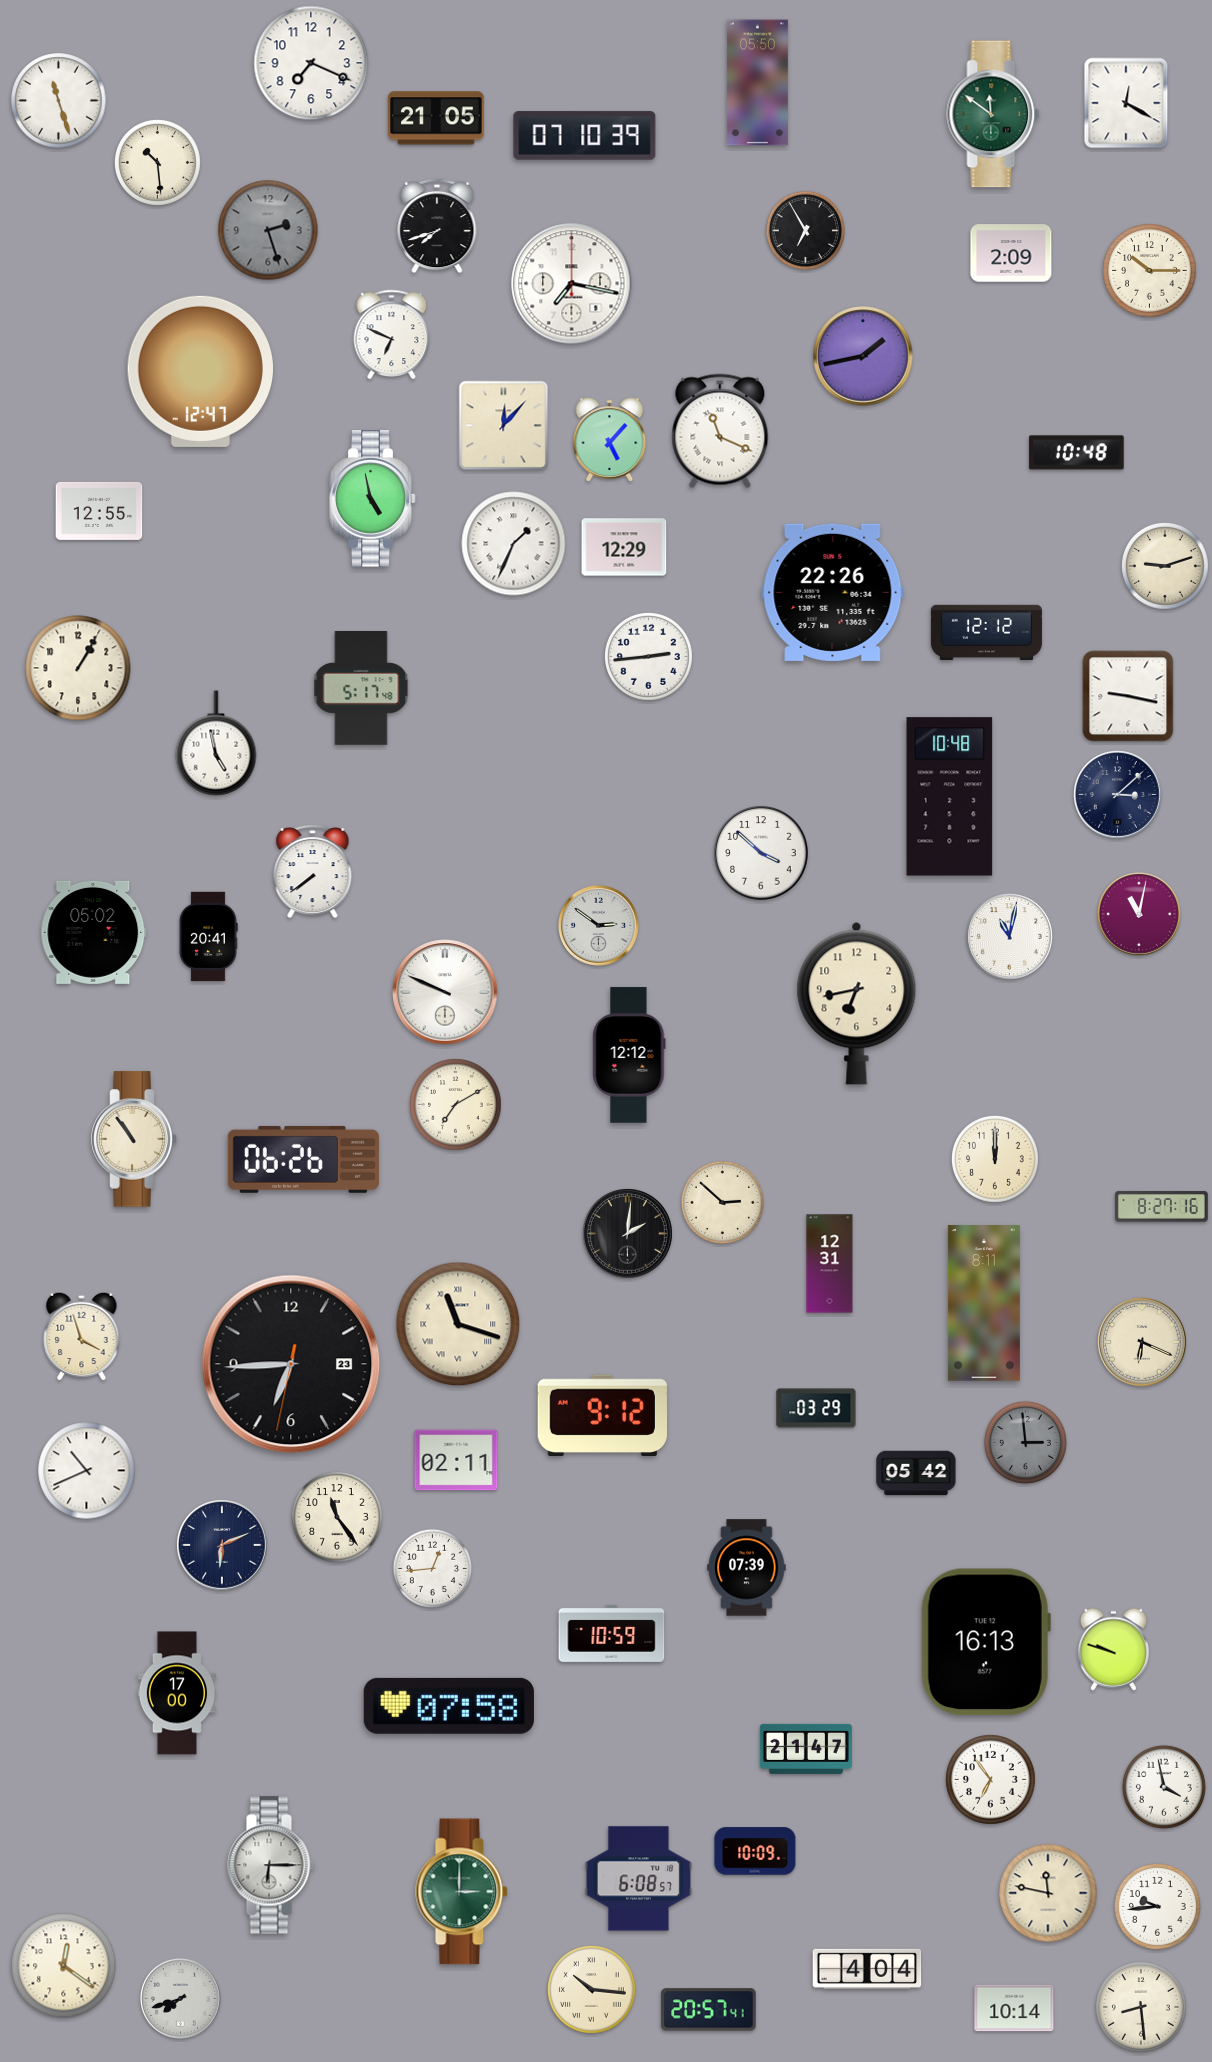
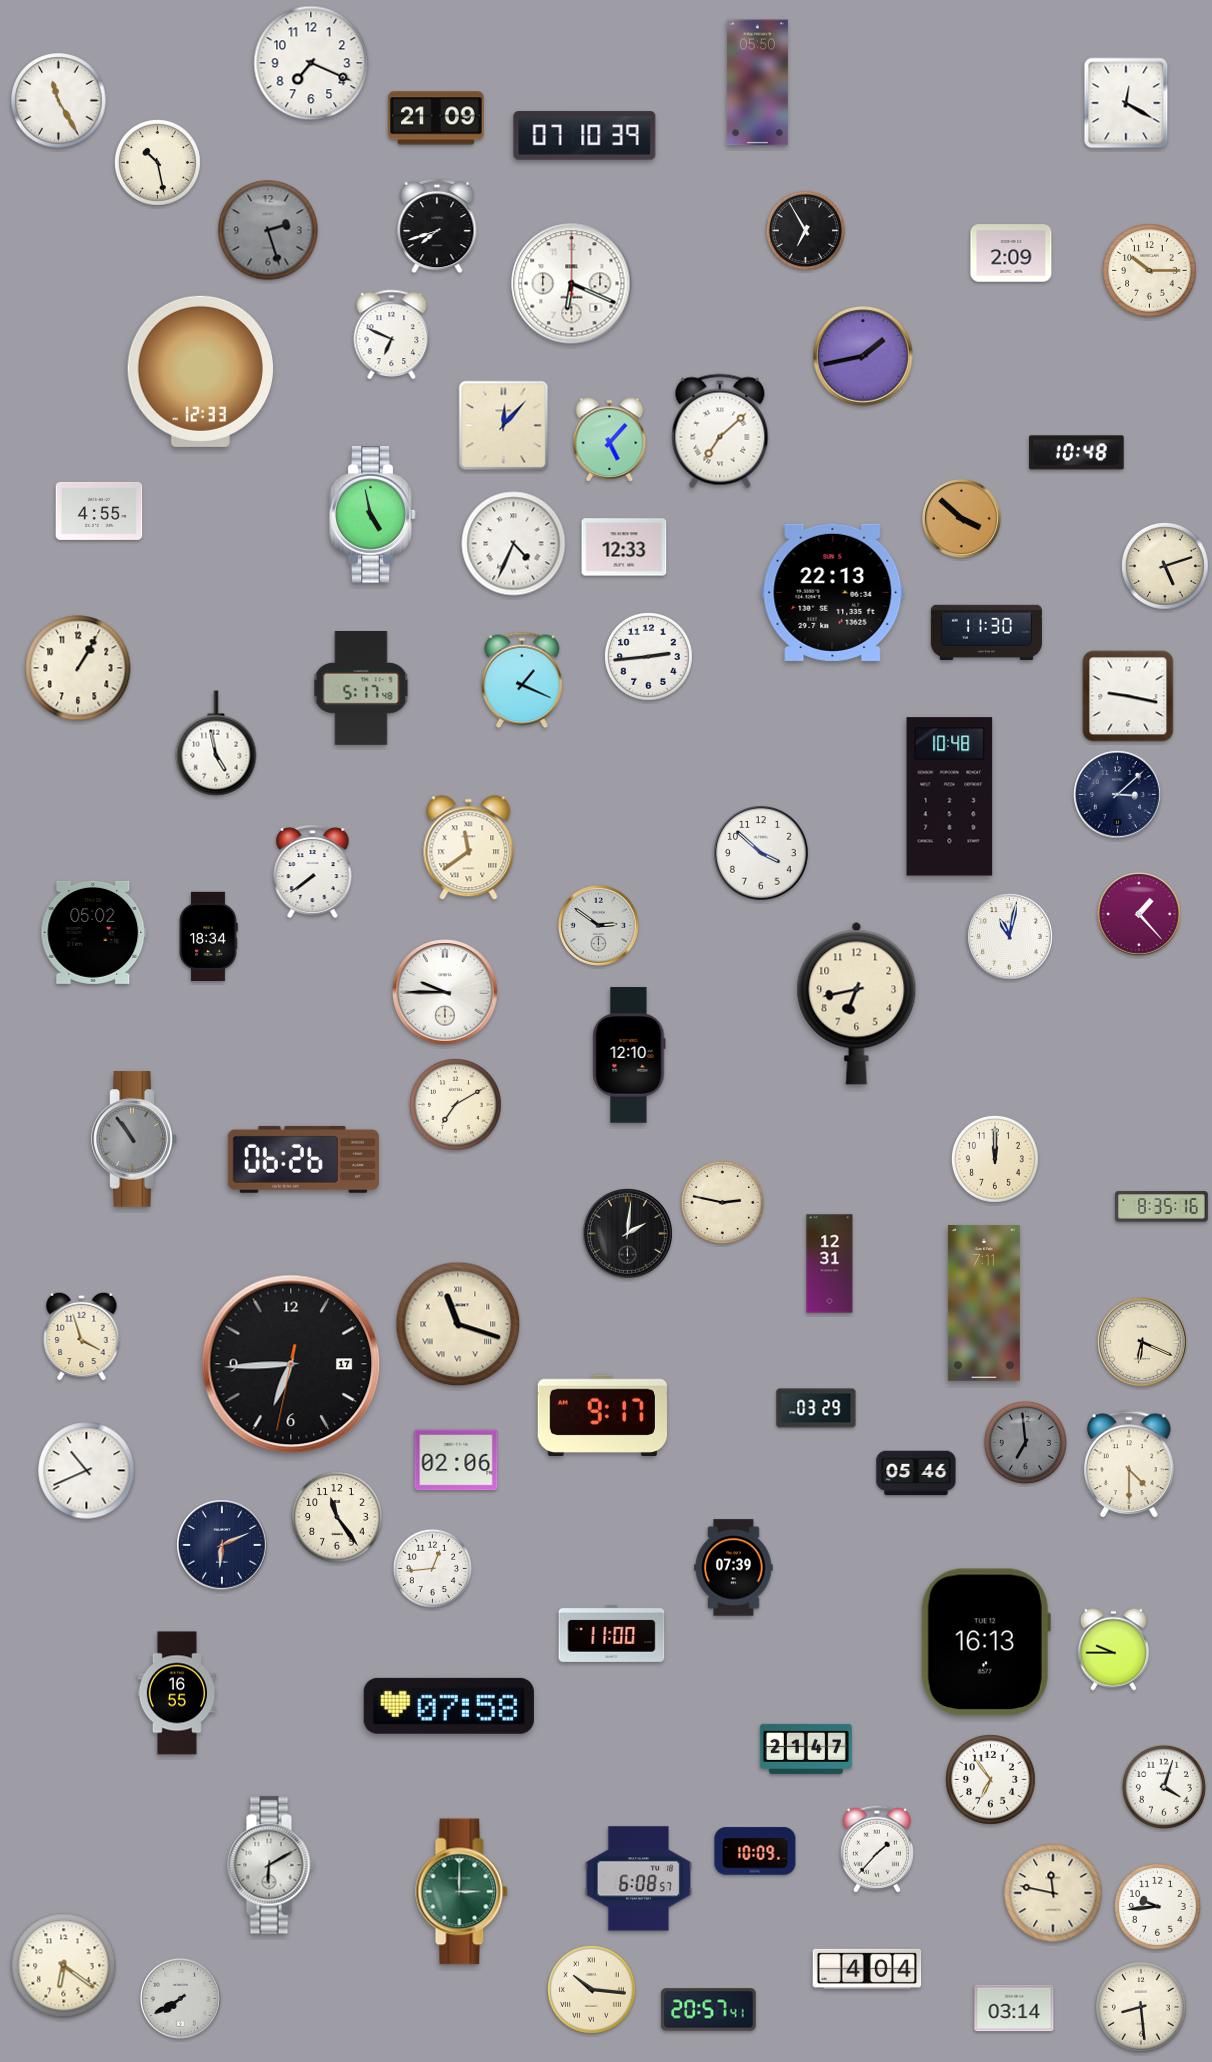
clock at (59, 101): 11:27 -> 11:25
clock at (993, 114): 11:51 -> none
clock at (436, 118): 21:05 -> 21:09
clock at (157, 162): 10:29 -> 10:28
clock at (572, 284): 7:17 -> 6:19
clock at (200, 371): 12:47 -> 12:33
clock at (720, 431): 11:19 -> 7:08
clock at (373, 499) position: (373, 499) -> (373, 515)
clock at (99, 511): 12:55 -> 4:55
clock at (961, 518): none -> 3:52
clock at (514, 544): 1:34 -> 4:34
clock at (624, 547): 12:29 -> 12:33
clock at (1165, 566): 9:12 -> 5:12
clock at (833, 592): 22:26 -> 22:13
clock at (986, 632): 12:12 -> 11:30
clock at (522, 680): none -> 1:19
clock at (469, 848): none -> 11:39
clock at (1139, 914): 11:02 -> 1:23
clock at (208, 936): 20:41 -> 18:34
clock at (445, 992): 9:49 -> 9:45
clock at (629, 1055): 12:12 -> 12:10
clock at (134, 1139) dial: cream -> grey
clock at (722, 1202): 2:52 -> 2:47
clock at (1161, 1207): 8:27 -> 8:35
clock at (984, 1303): 8:11 -> 7:11
clock at (291, 1364) date: 23 -> 17
clock at (602, 1415): 9:12 -> 9:17
clock at (1025, 1442): 2:59 -> 6:59
clock at (456, 1460): 02:11 -> 02:06
clock at (1130, 1465): none -> 4:30
clock at (916, 1473): 05:42 -> 05:46
clock at (747, 1568) position: (747, 1568) -> (734, 1568)
clock at (612, 1633): 10:59 -> 11:00
clock at (1113, 1649): 9:48 -> 9:45
clock at (177, 1693): 17:00 -> 16:55
clock at (1164, 1787): 3:58 -> 4:03
clock at (877, 1849): none -> 1:37
clock at (271, 1865): 6:15 -> 6:10
clock at (1048, 1893) position: (1048, 1893) -> (1053, 1893)
clock at (64, 1966): 12:21 -> 6:21
clock at (180, 1998): 7:42 -> 7:40
clock at (1014, 2008): 10:14 -> 03:14
